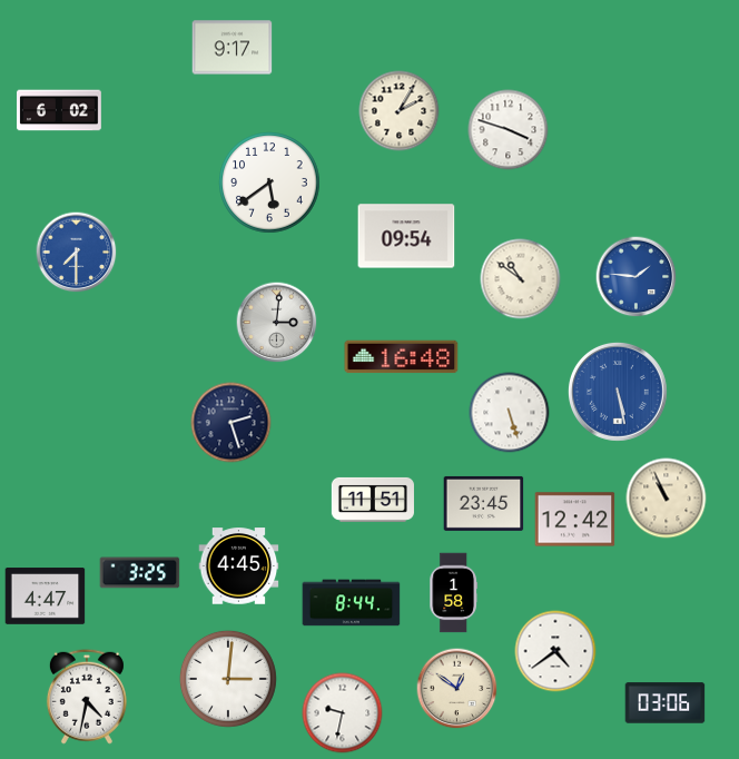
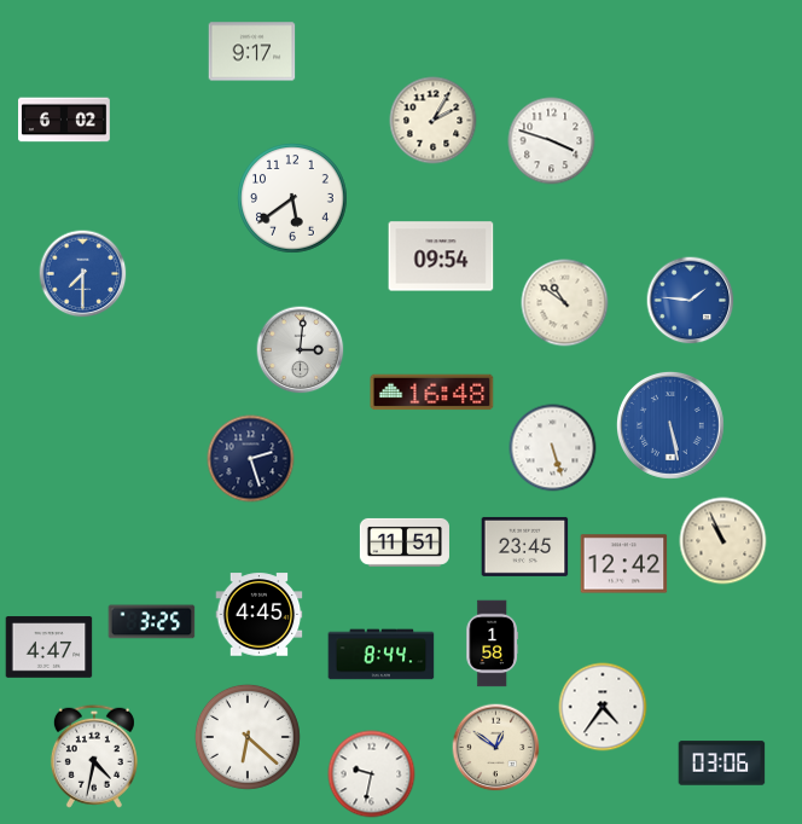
clock at (402, 357) position: (402, 357) -> (432, 393)
clock at (555, 651): 4:39 -> 4:36
clock at (228, 679): 3:01 -> 6:22
